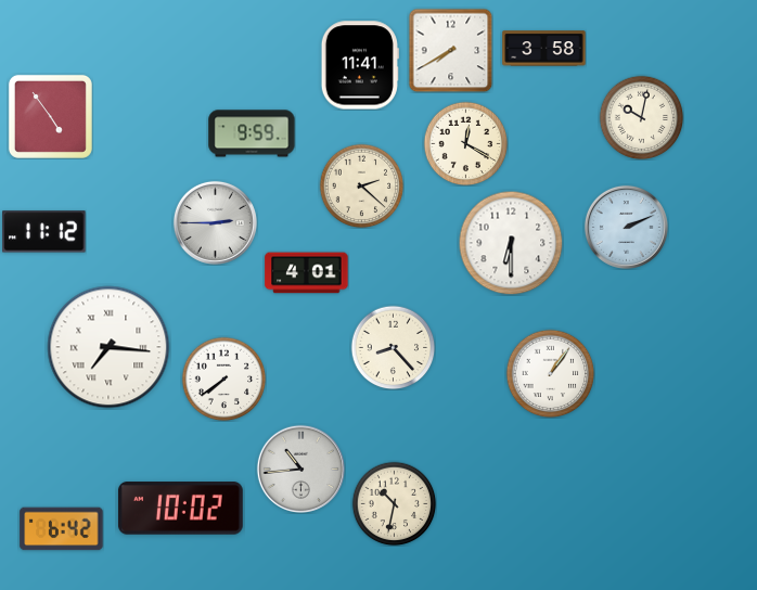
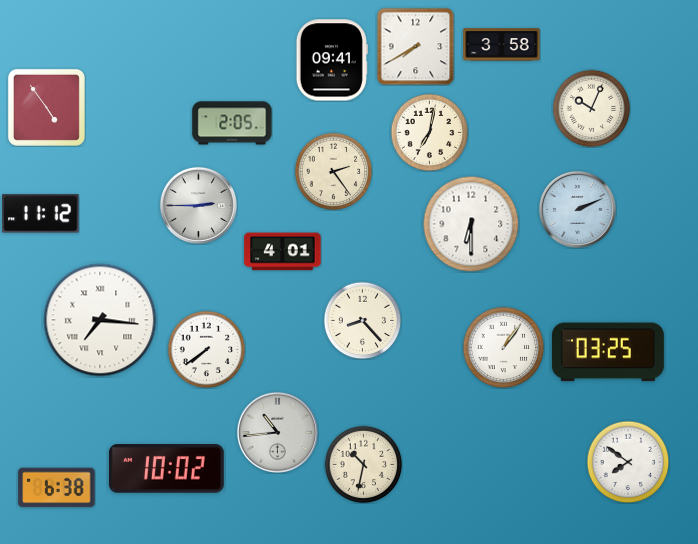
clock at (360, 65): 11:41 -> 09:41
clock at (641, 117): 10:02 -> 10:04
clock at (252, 133): 9:59 -> 2:05
clock at (465, 143): 12:20 -> 7:02
clock at (361, 185): 2:22 -> 2:24
clock at (550, 373) position: (550, 373) -> (503, 347)
clock at (608, 352): none -> 03:25
clock at (628, 462): none -> 7:51
clock at (62, 529): 6:42 -> 6:38
